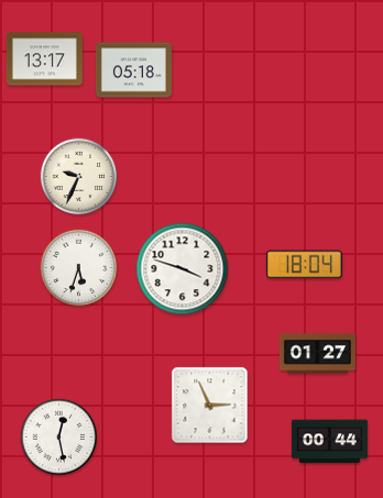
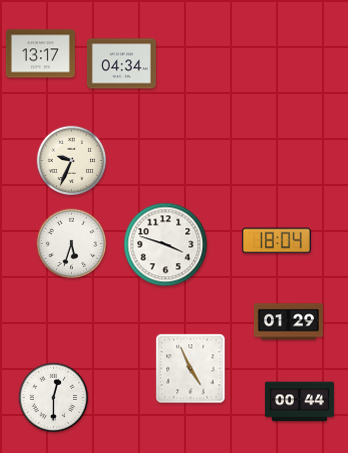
clock at (133, 70): 05:18 -> 04:34
clock at (317, 354): 01:27 -> 01:29
clock at (210, 406): 2:56 -> 4:56
clock at (59, 438): 12:28 -> 12:30
